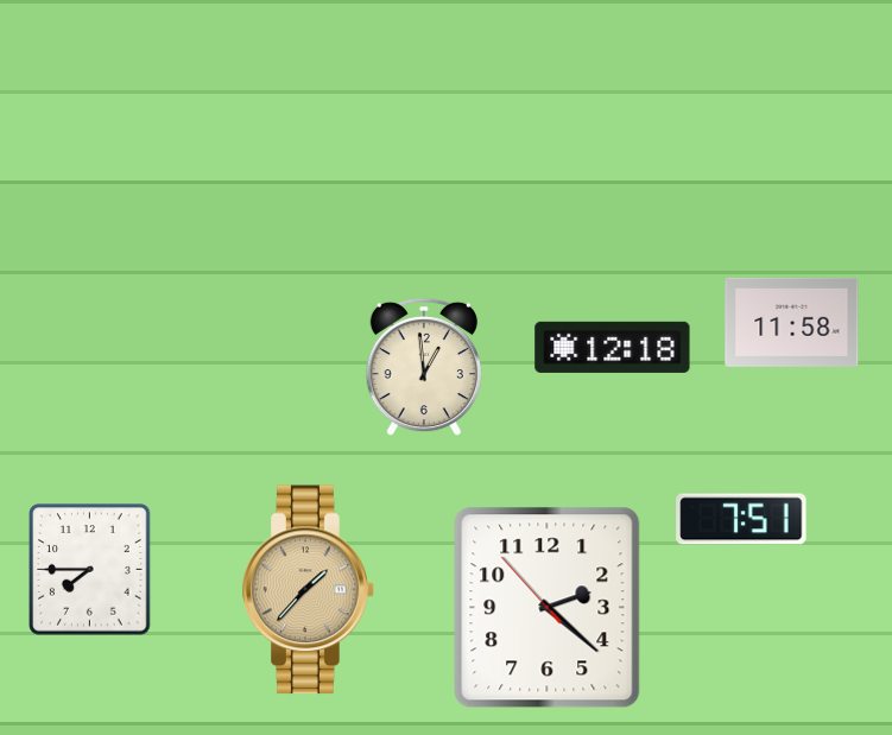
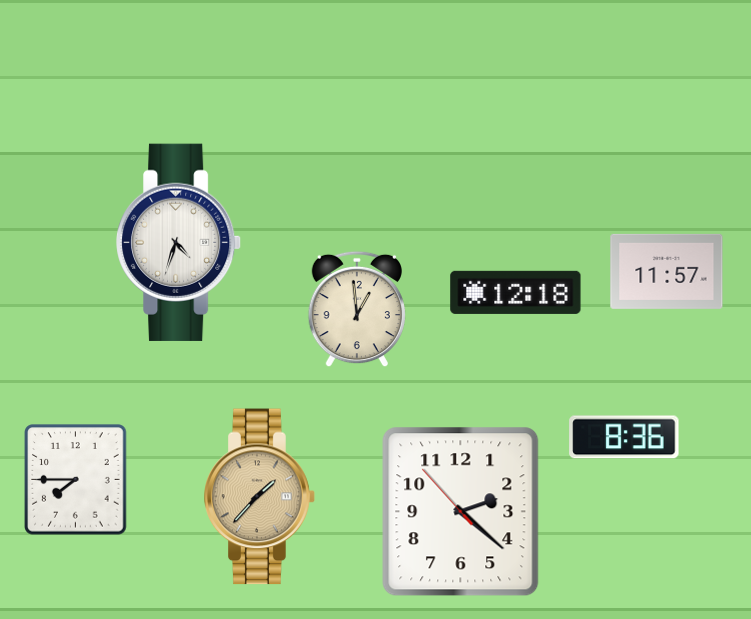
clock at (179, 242): none -> 4:33
clock at (792, 322): 11:58 -> 11:57
clock at (741, 519): 7:51 -> 8:36
